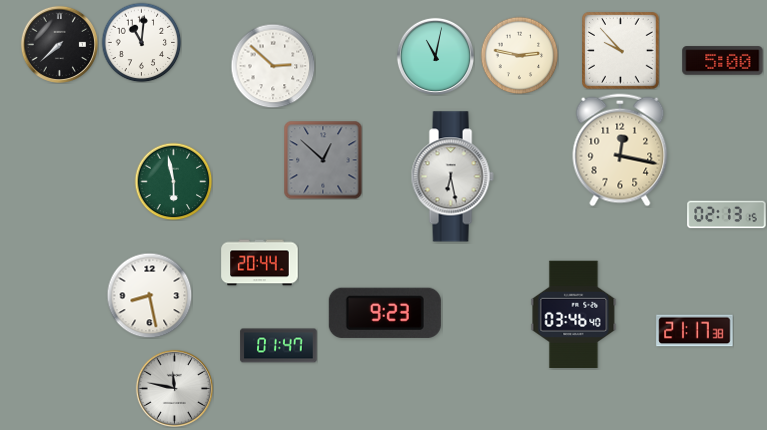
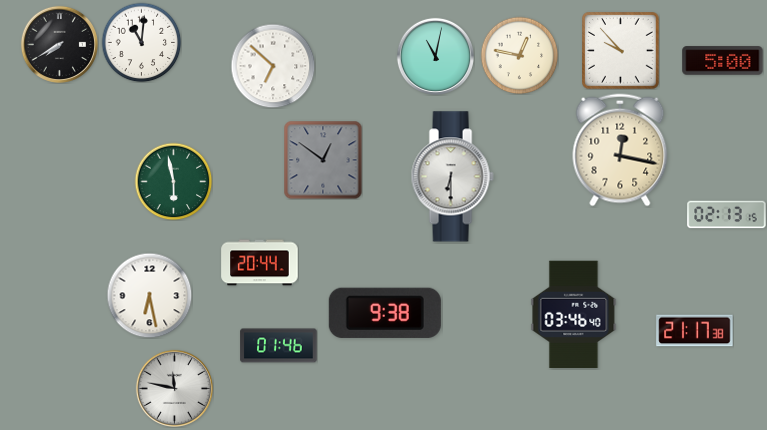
clock at (59, 44): 7:38 -> 7:40
clock at (519, 55): 2:47 -> 12:47
clock at (273, 66): 2:52 -> 6:52
clock at (323, 160): 12:52 -> 12:51
clock at (452, 177): 6:28 -> 6:30
clock at (149, 295): 8:28 -> 6:28
clock at (385, 313): 9:23 -> 9:38
clock at (279, 346): 01:47 -> 01:46
